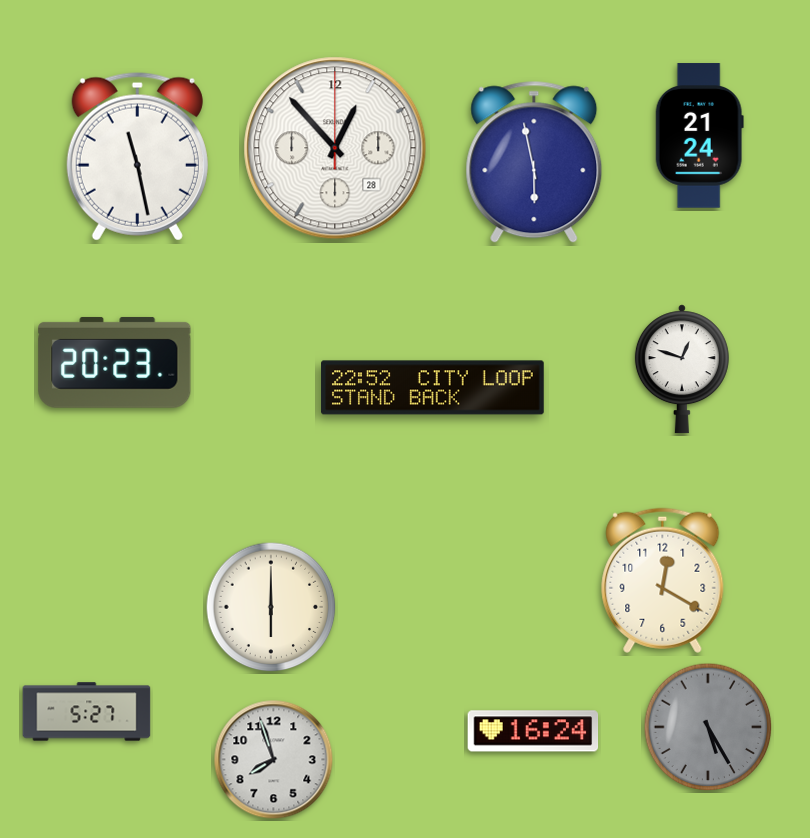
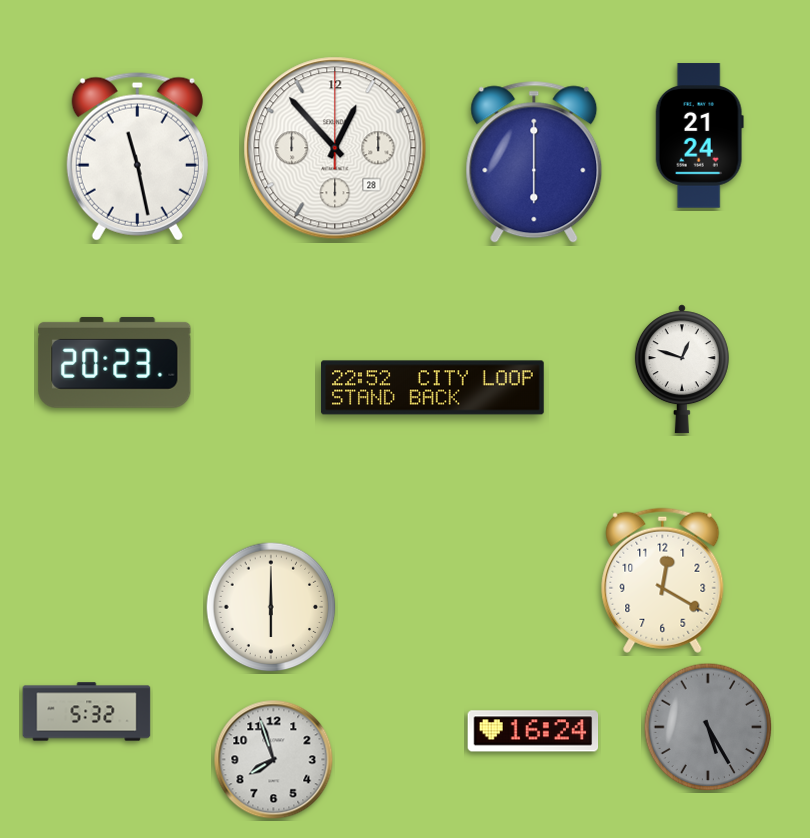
clock at (534, 162): 5:58 -> 6:00
clock at (87, 712): 5:27 -> 5:32
